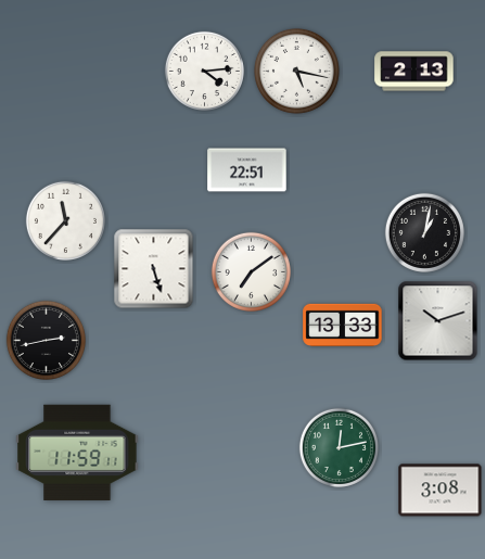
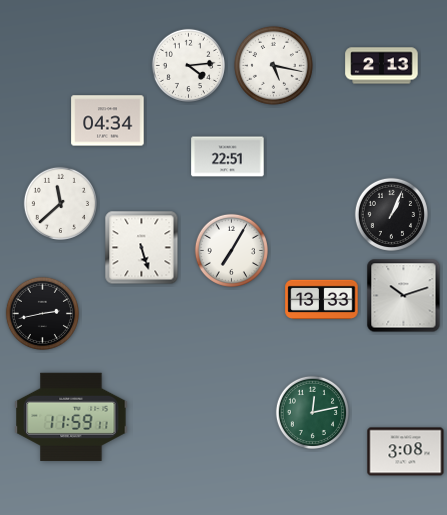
clock at (108, 121): none -> 04:34
clock at (65, 220): 11:37 -> 11:38
clock at (424, 232): 1:02 -> 1:04
clock at (251, 271): 7:09 -> 7:05
clock at (343, 325) position: (343, 325) -> (322, 299)
